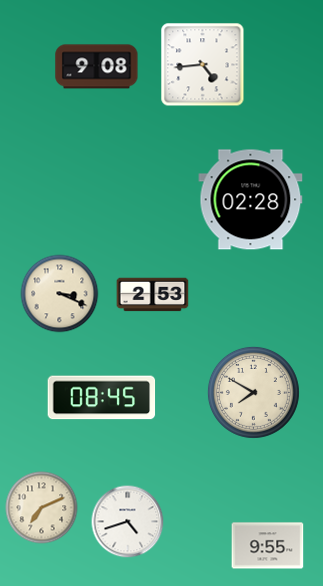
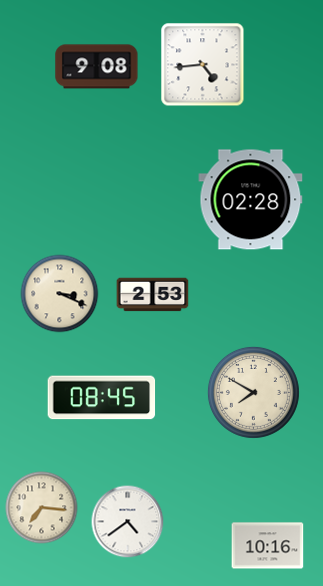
clock at (42, 508): 7:11 -> 7:16
clock at (128, 522): 4:42 -> 4:39
clock at (268, 546): 9:55 -> 10:16
